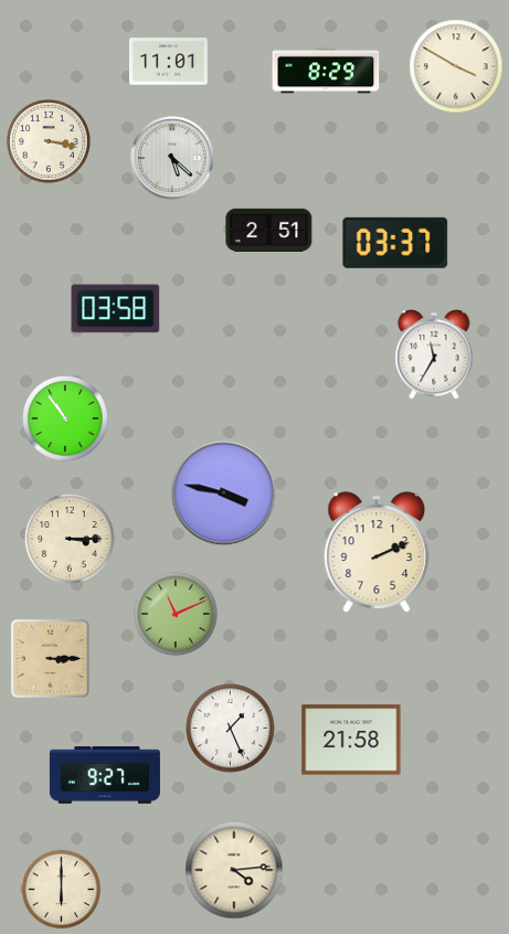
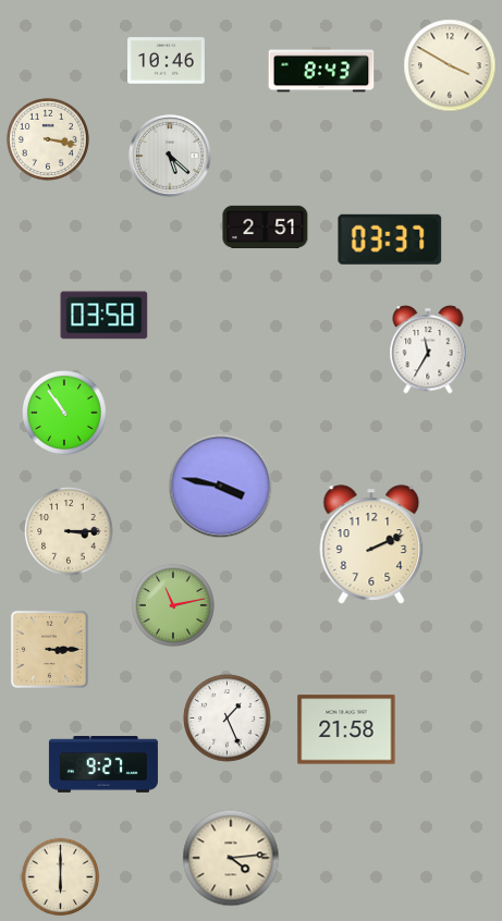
clock at (169, 62): 11:01 -> 10:46
clock at (326, 71): 8:29 -> 8:43
clock at (116, 309) position: (116, 309) -> (105, 316)
clock at (176, 614): 11:11 -> 11:13
